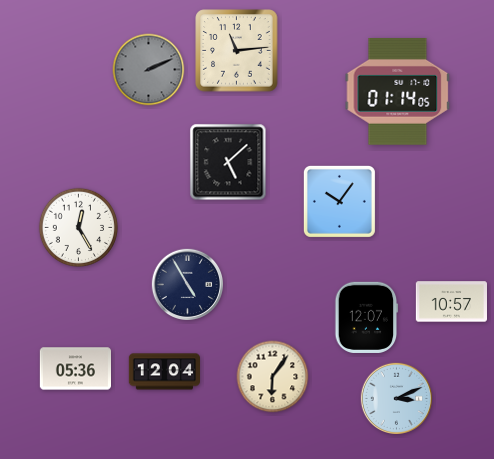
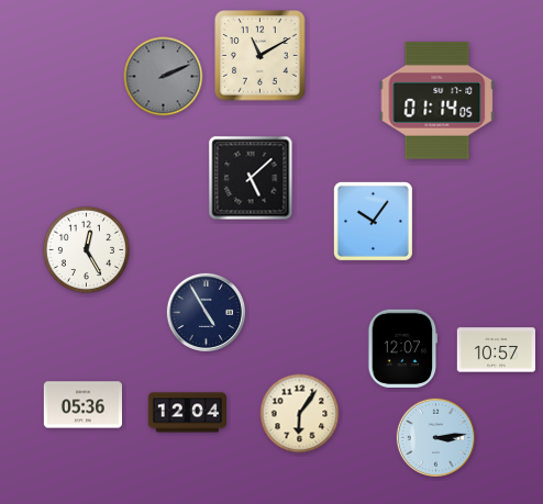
clock at (237, 51): 11:14 -> 11:10
clock at (451, 302) position: (451, 302) -> (496, 350)
clock at (164, 372) position: (164, 372) -> (187, 413)
clock at (397, 399): 3:11 -> 3:14
